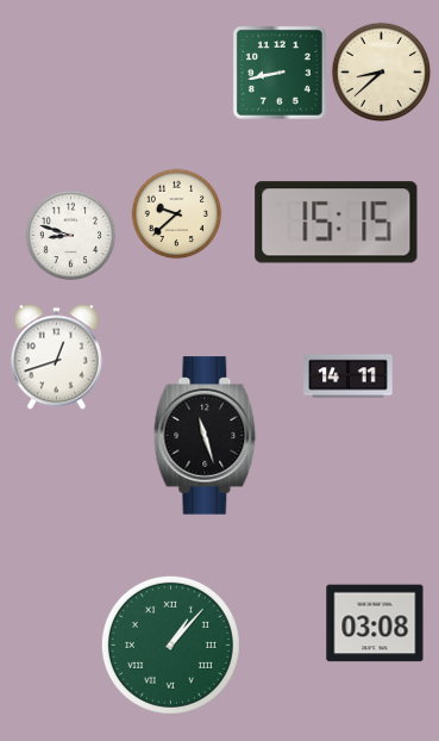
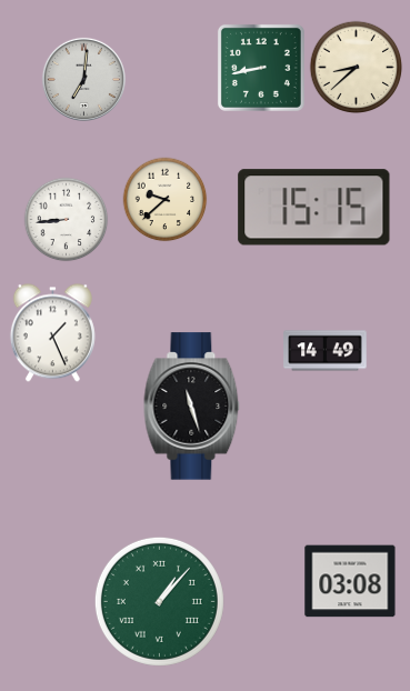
clock at (83, 79): none -> 7:01
clock at (71, 236): 8:48 -> 8:44
clock at (56, 357): 12:42 -> 1:26
clock at (349, 376): 14:11 -> 14:49
